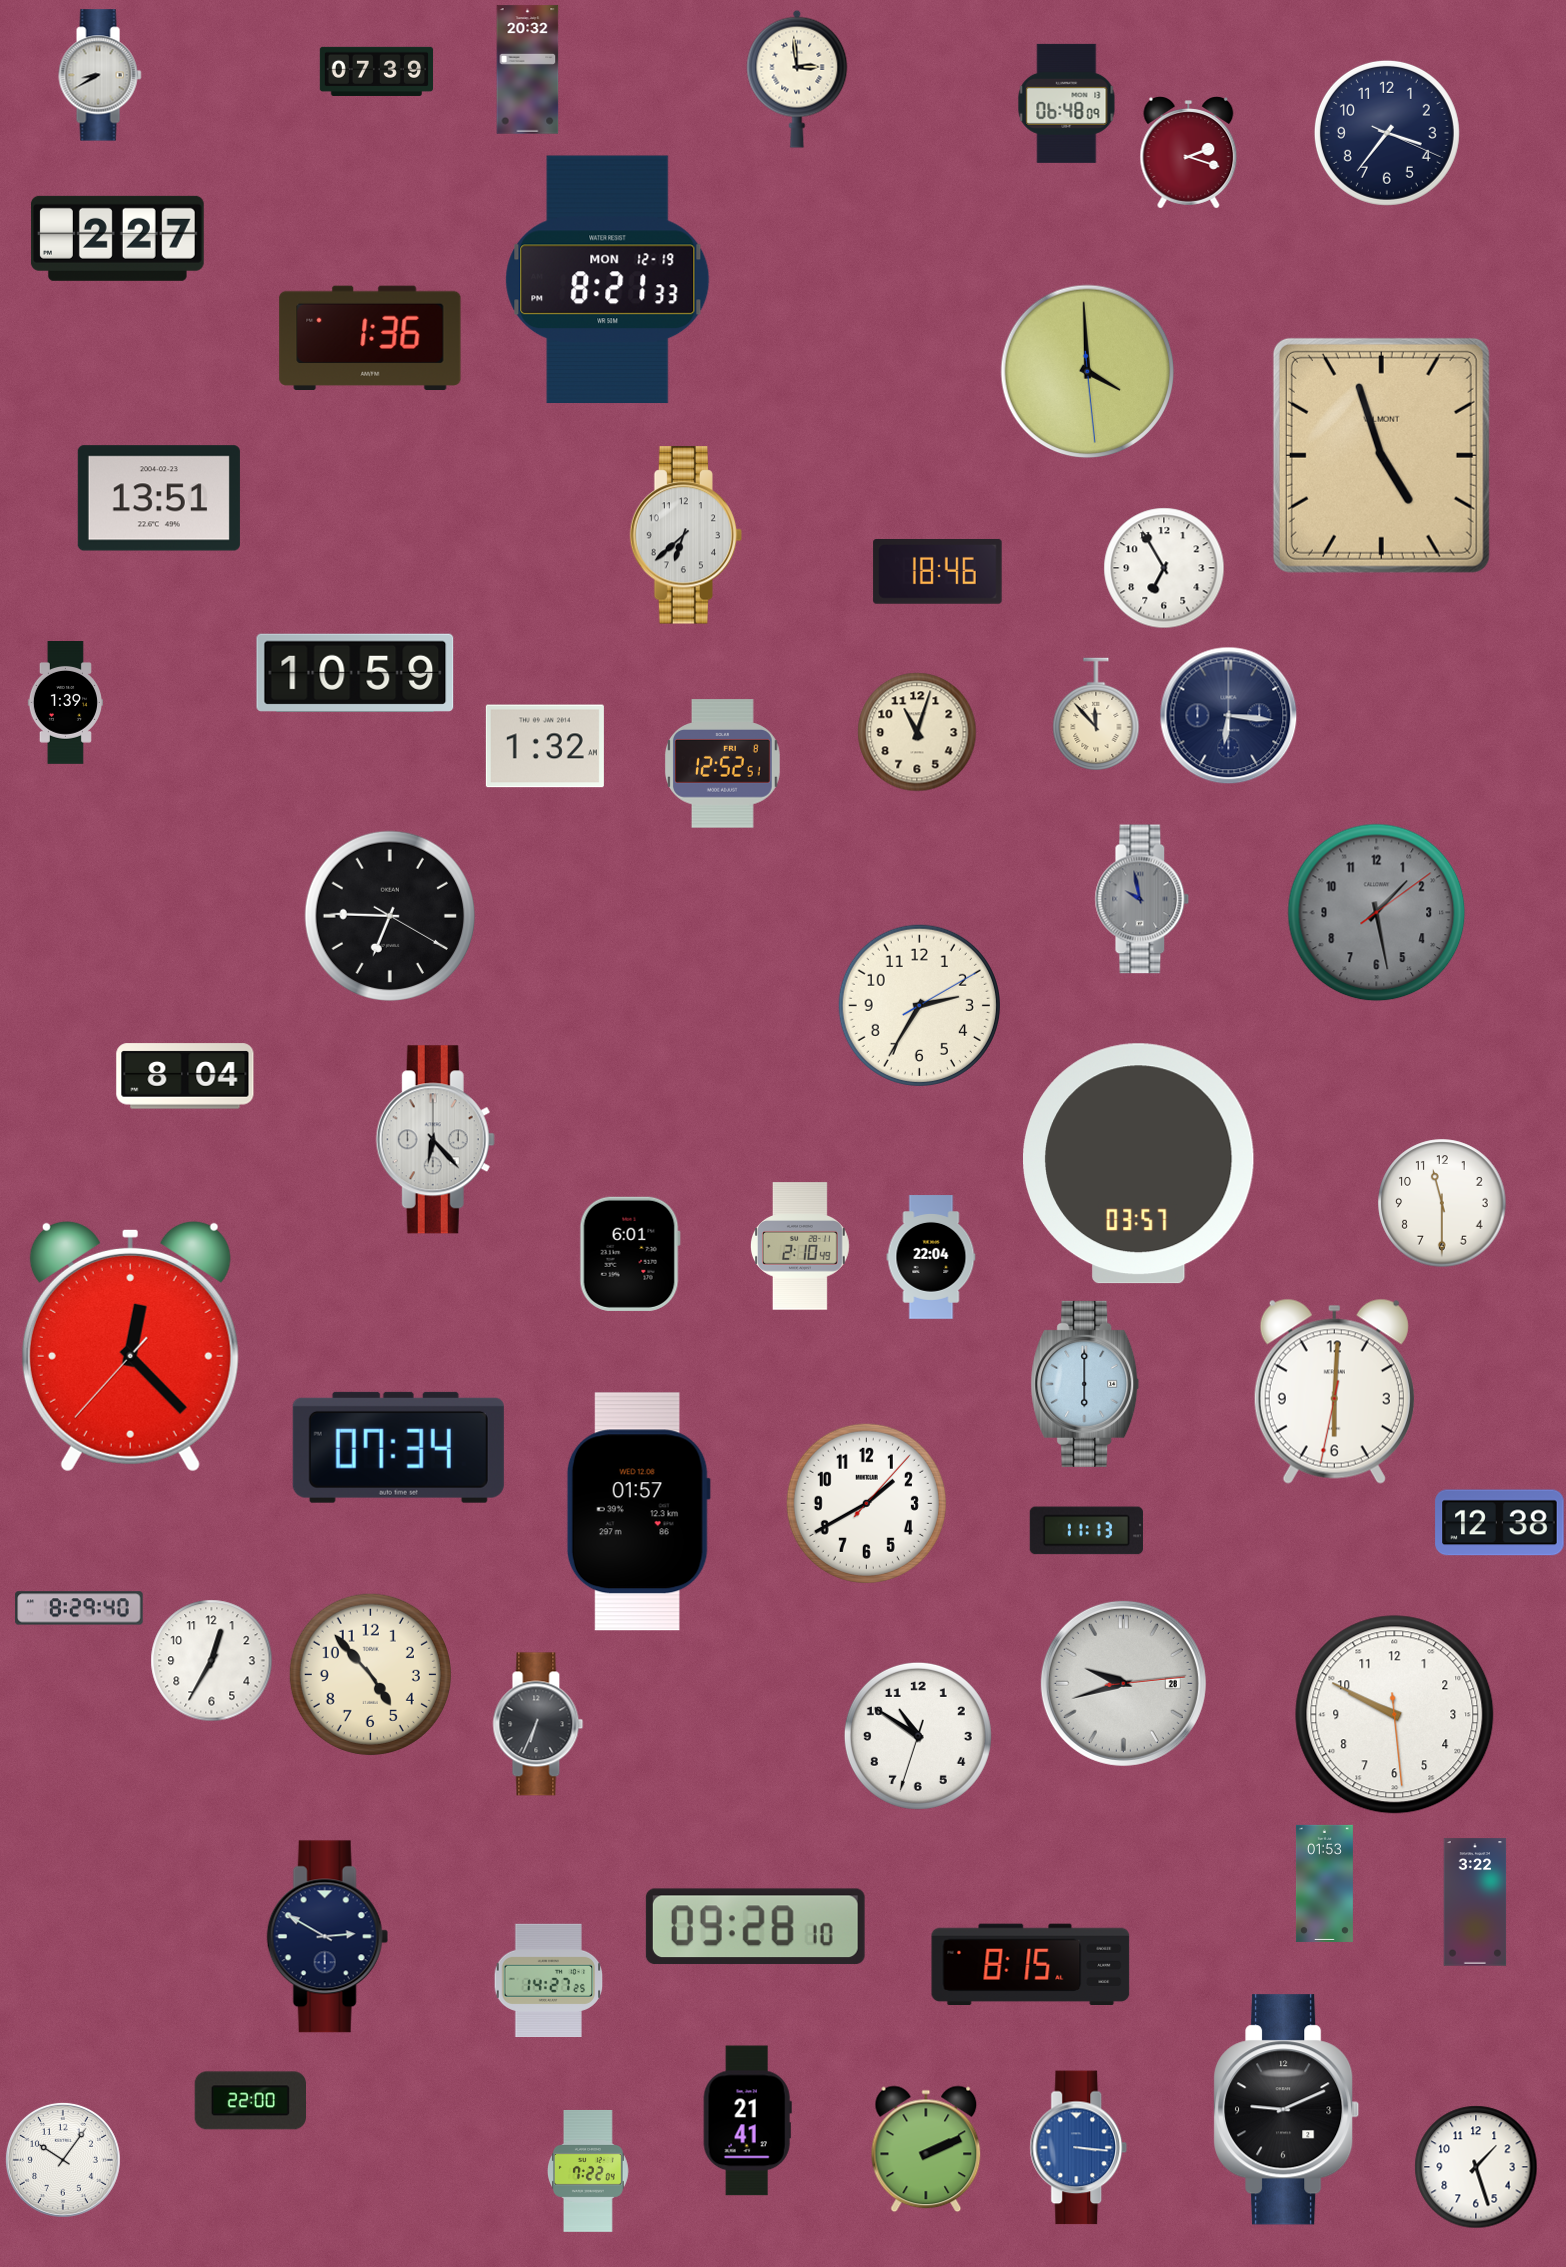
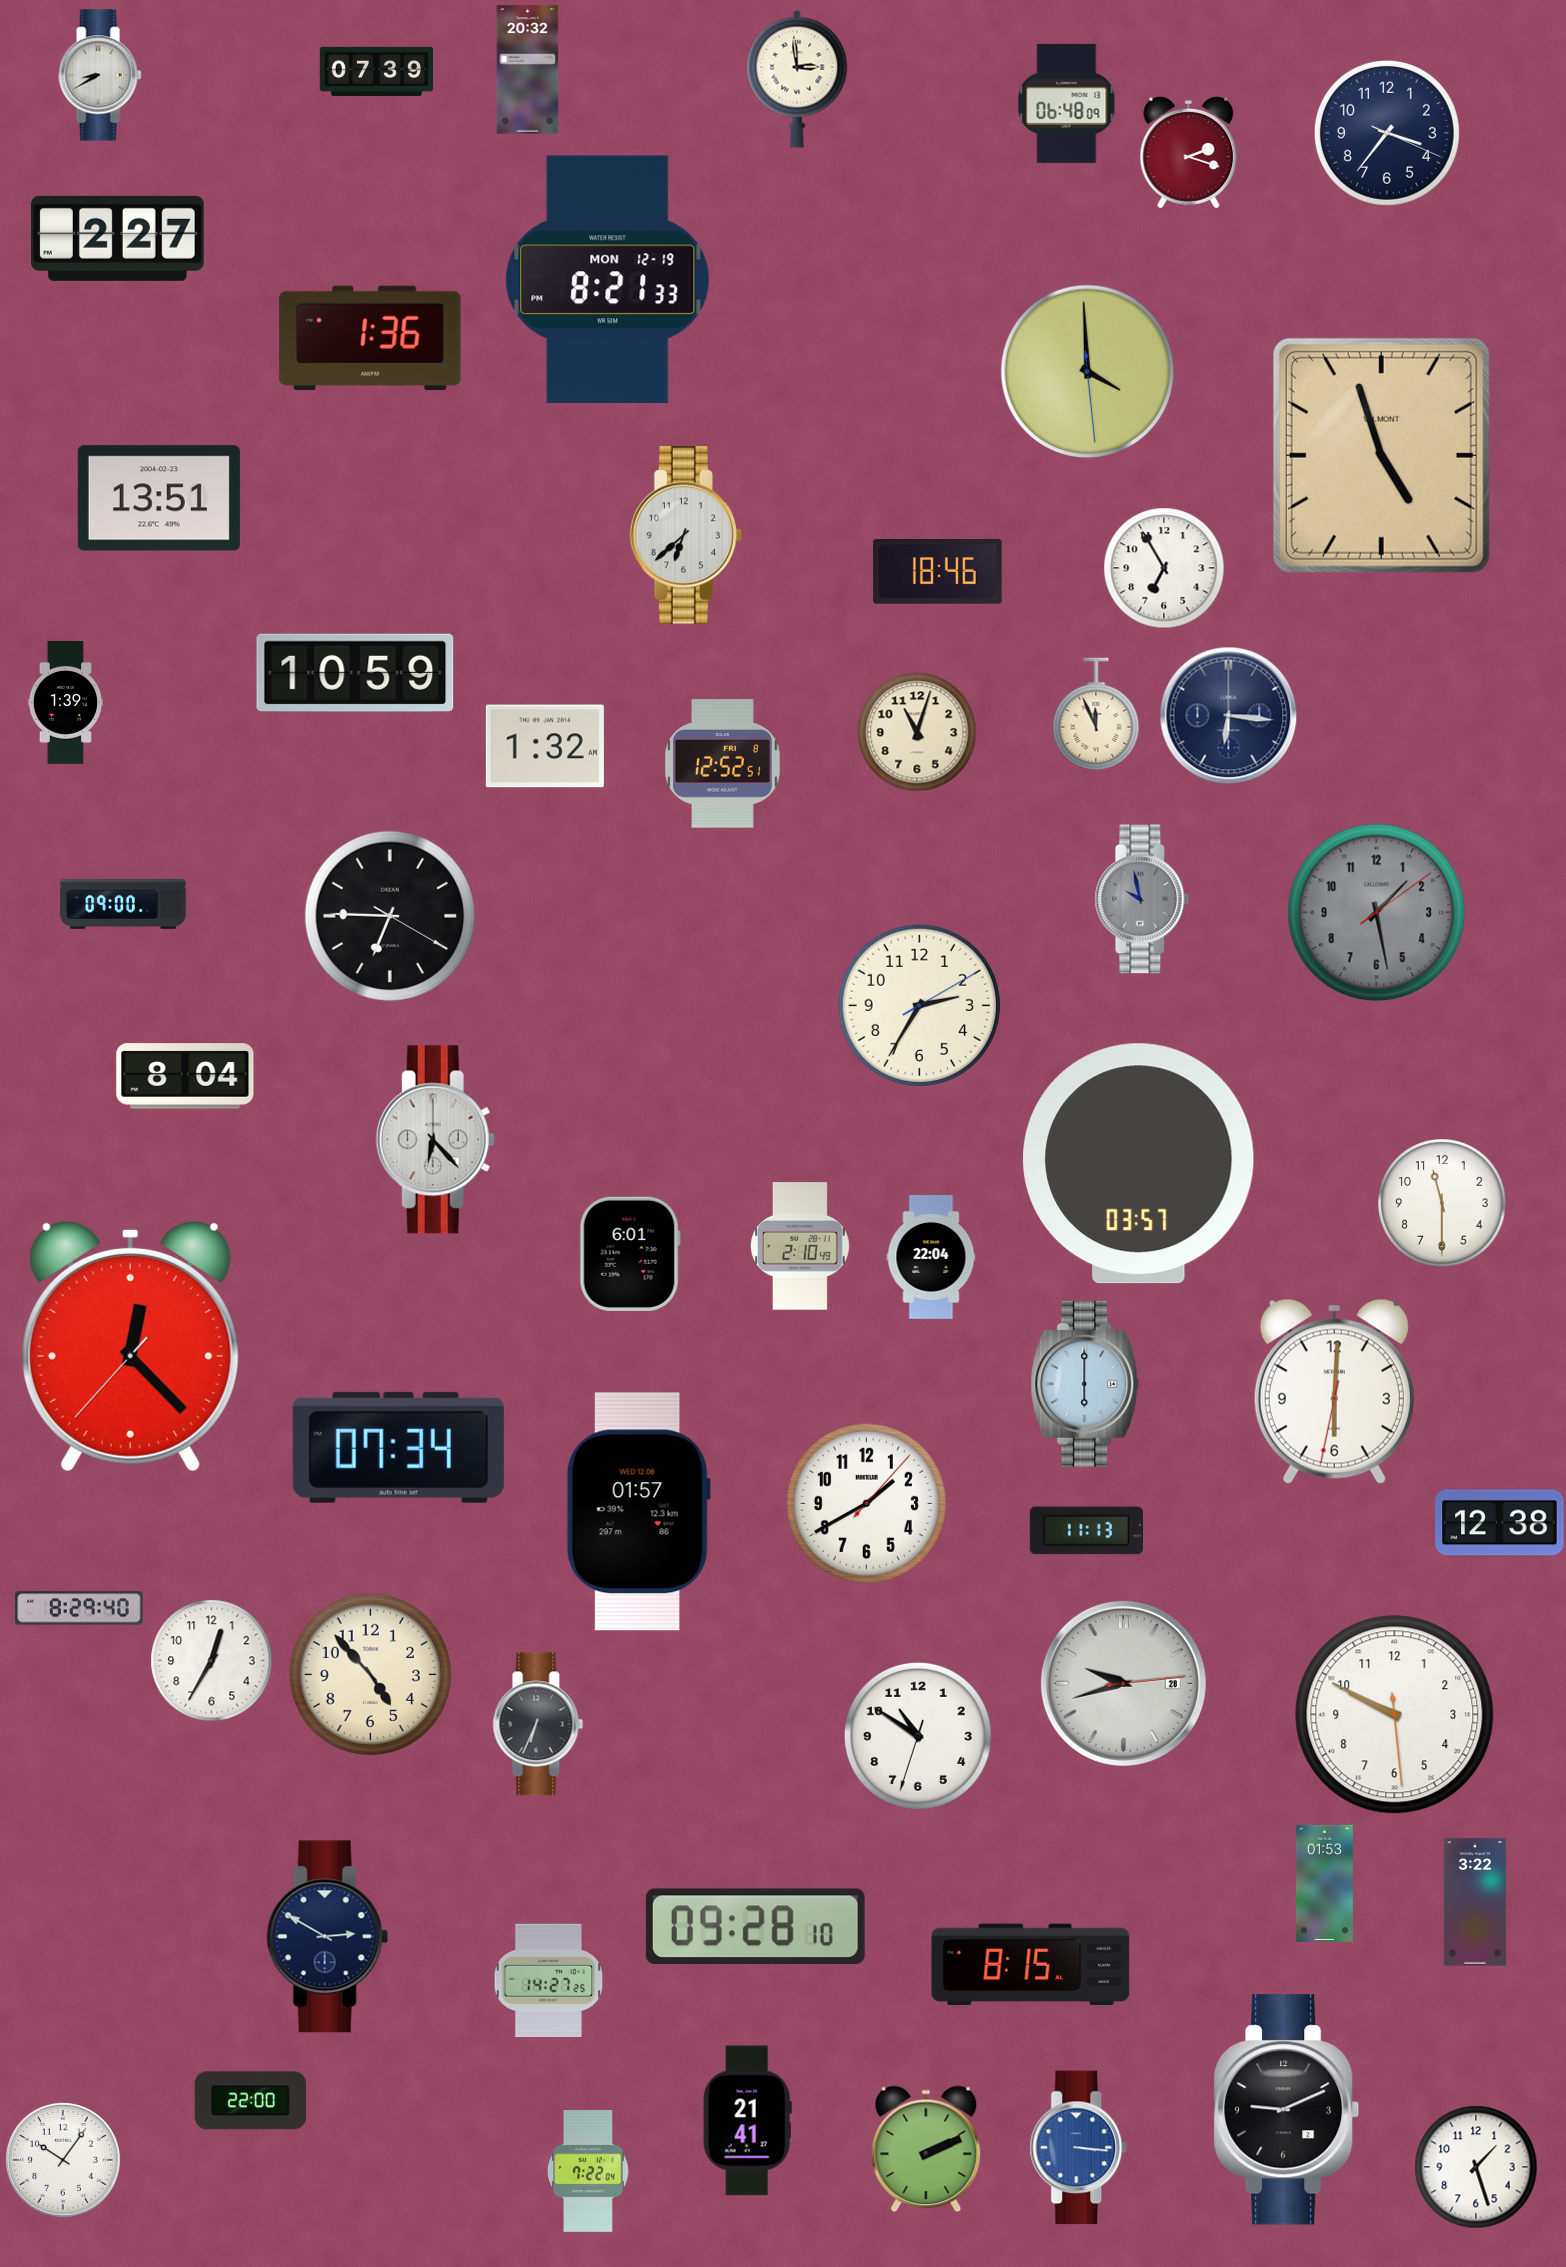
clock at (1096, 714): 11:53 -> 11:56
clock at (123, 904): none -> 09:00
